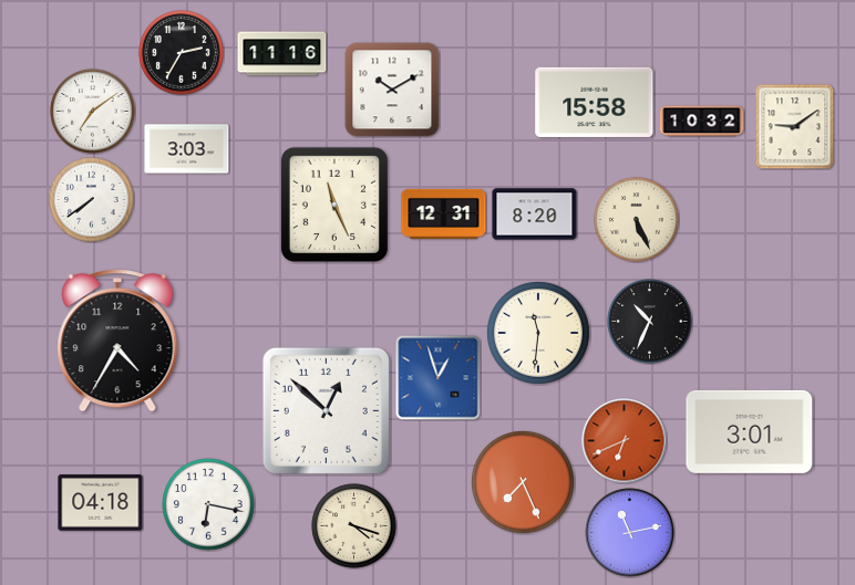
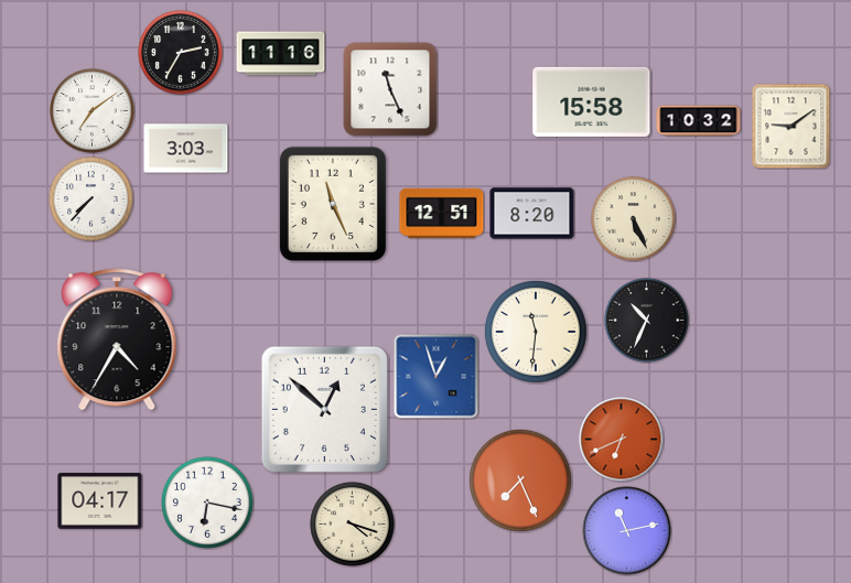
clock at (392, 90): 10:10 -> 11:26
clock at (92, 200): 7:39 -> 7:37
clock at (444, 213): 12:31 -> 12:51
clock at (750, 431): 3:01 -> none
clock at (101, 503): 04:18 -> 04:17
